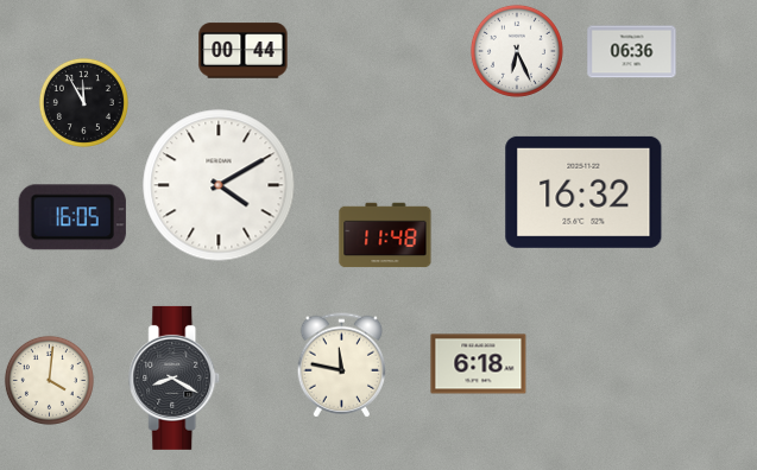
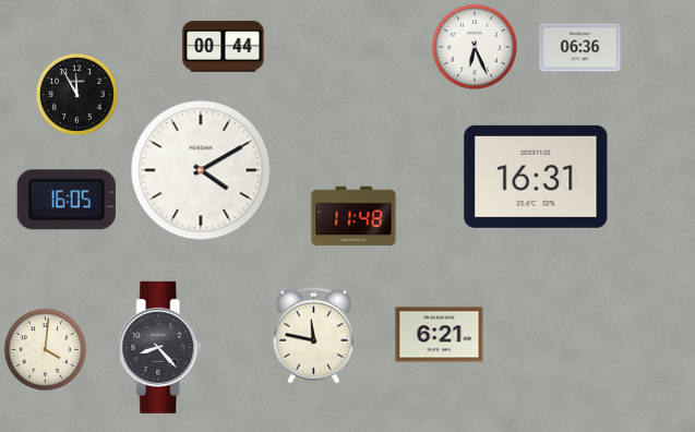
clock at (583, 192): 16:32 -> 16:31
clock at (479, 364): 6:18 -> 6:21
clock at (175, 377): 8:20 -> 8:23
